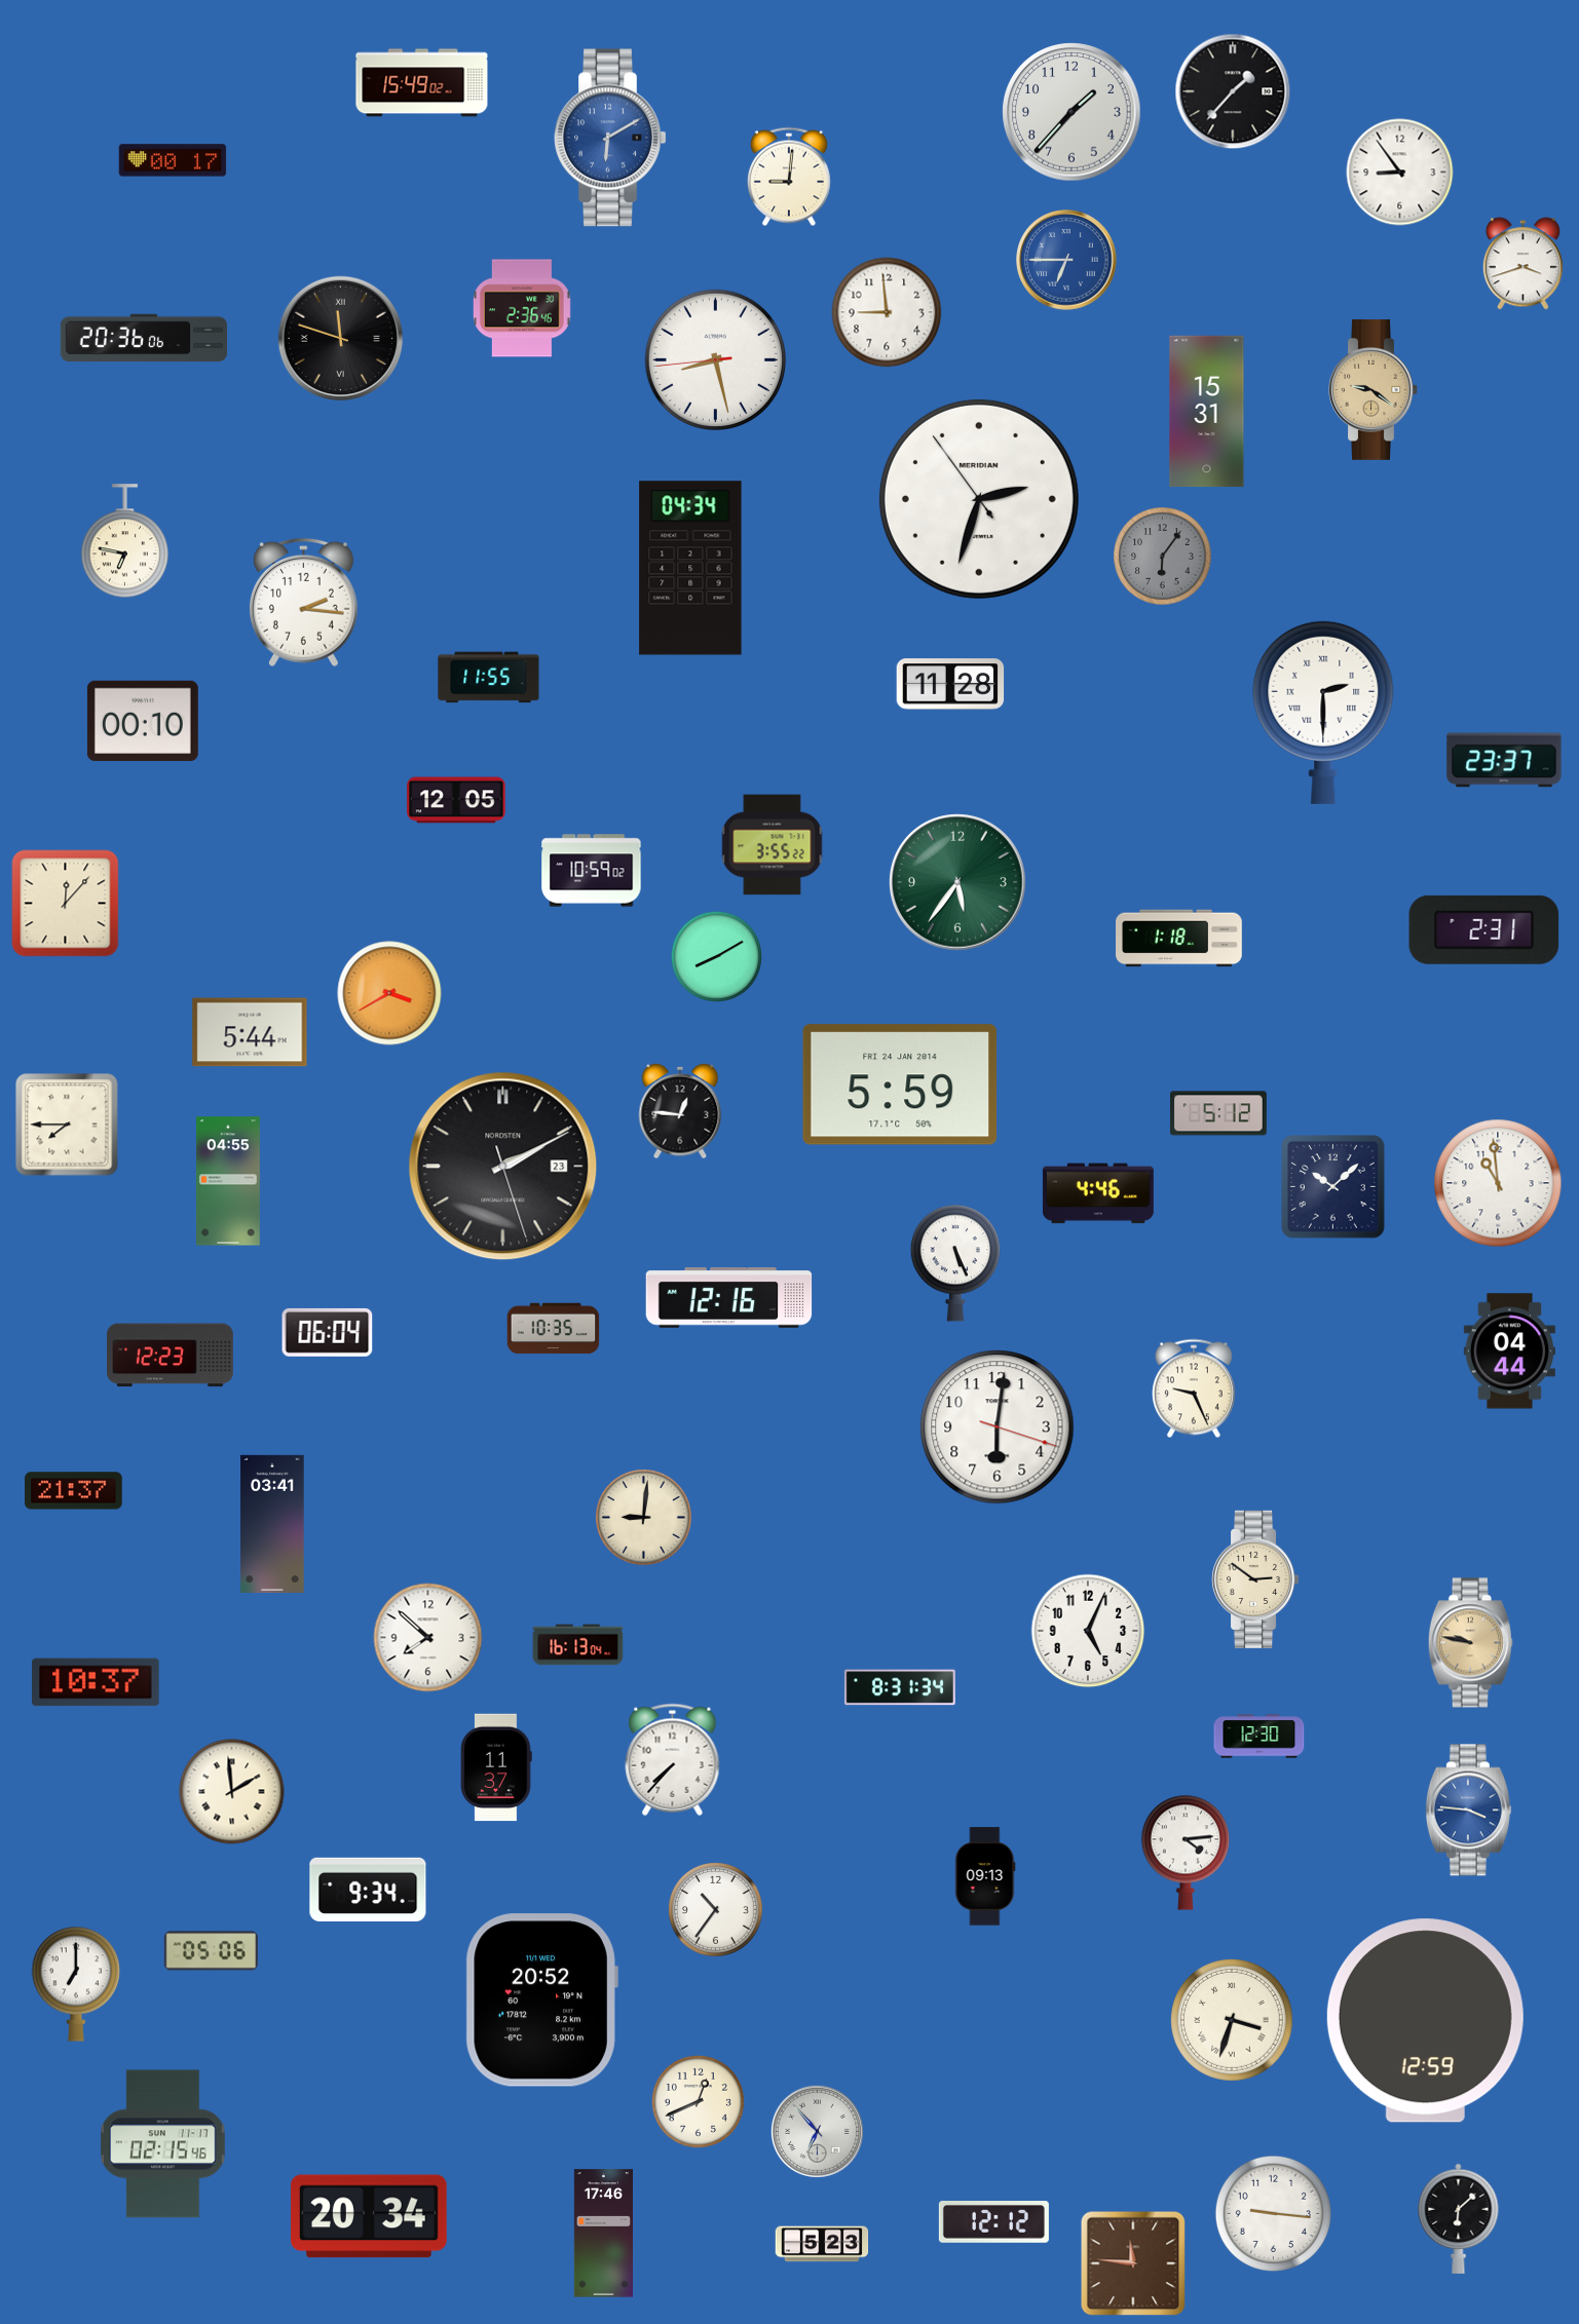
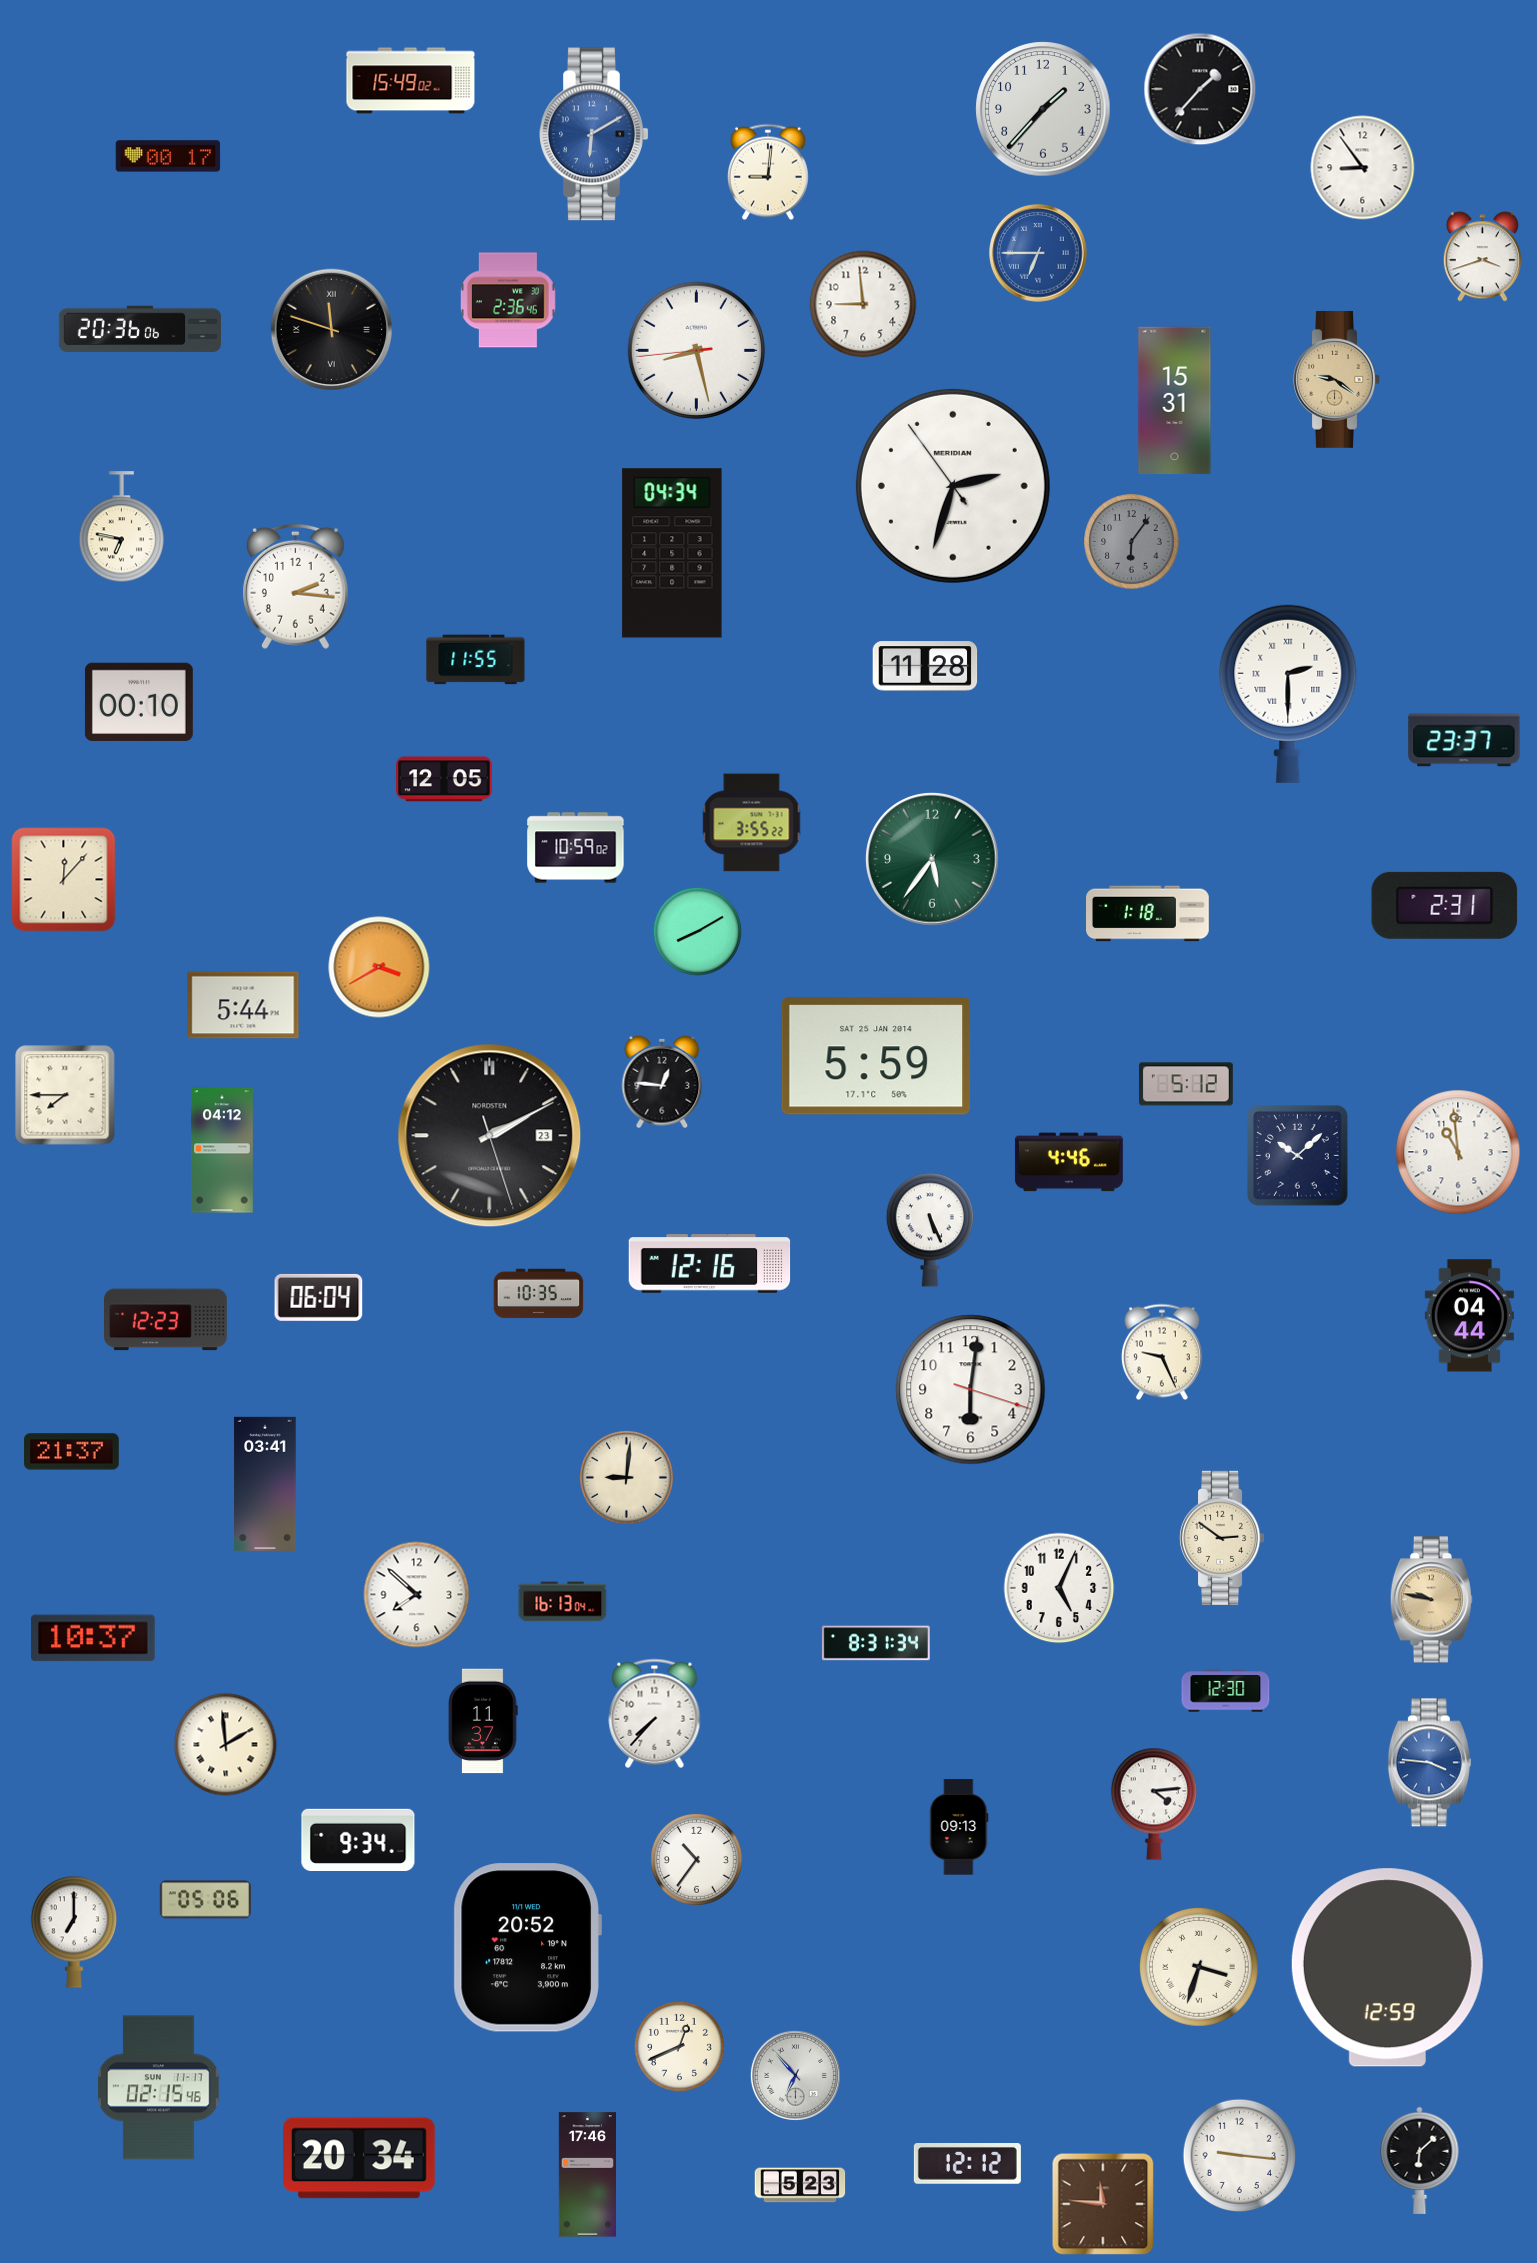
clock at (900, 1084) date: FRI 24 JAN 2014 -> SAT 25 JAN 2014
clock at (228, 1181): 04:55 -> 04:12
